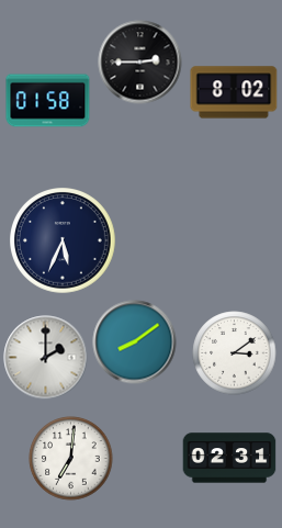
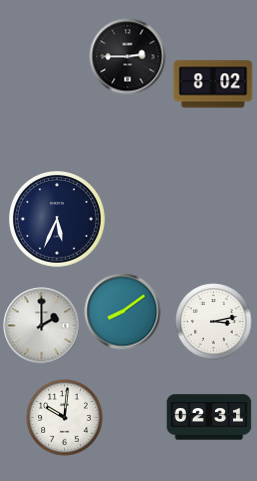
clock at (48, 101): 01:58 -> none
clock at (235, 353): 3:09 -> 3:13
clock at (71, 459): 7:01 -> 10:01
